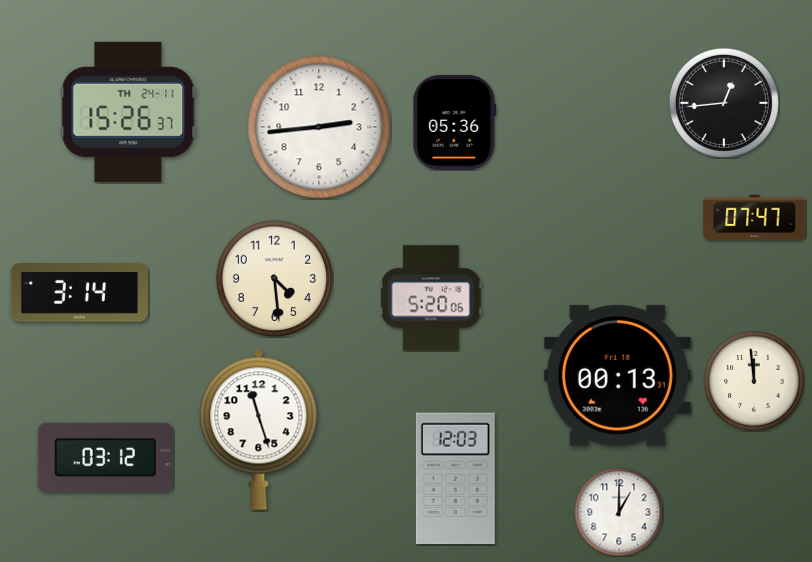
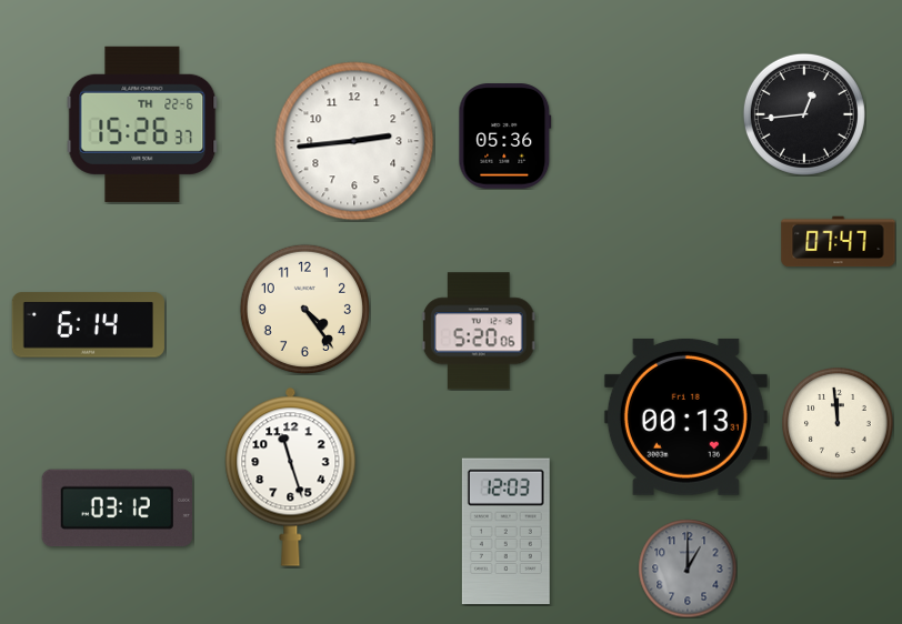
clock at (128, 112) date: TH 24-11 -> TH 22-6
clock at (274, 278): 4:29 -> 4:24
clock at (79, 293): 3:14 -> 6:14
clock at (259, 429) position: (259, 429) -> (291, 476)
clock at (619, 512) dial: white -> grey
